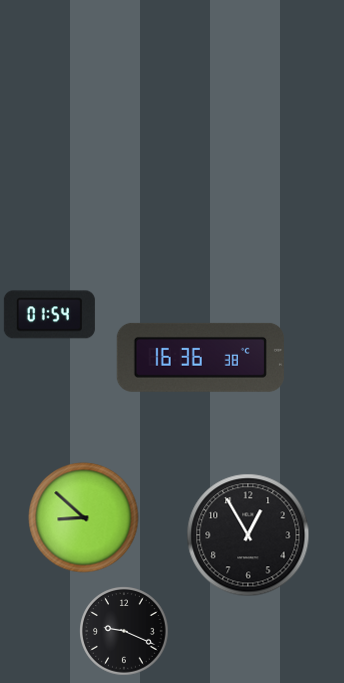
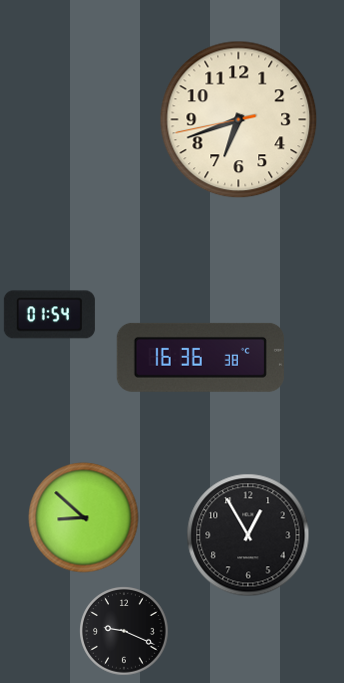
clock at (239, 120): none -> 6:41
